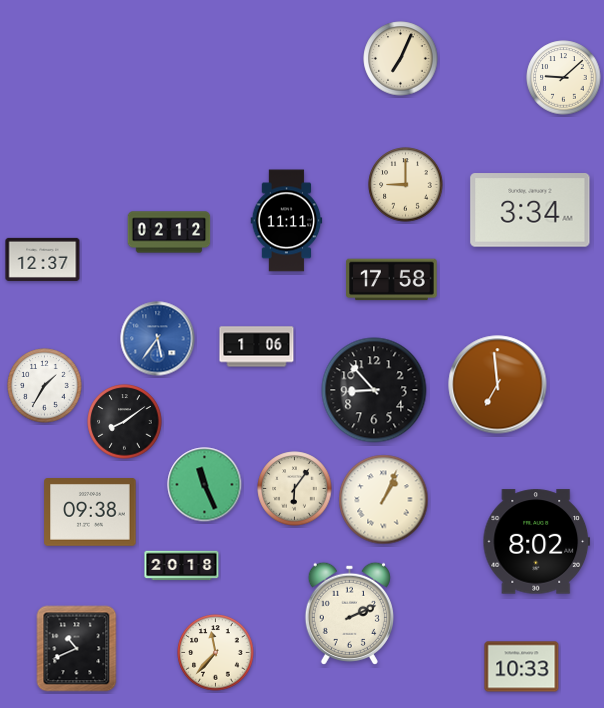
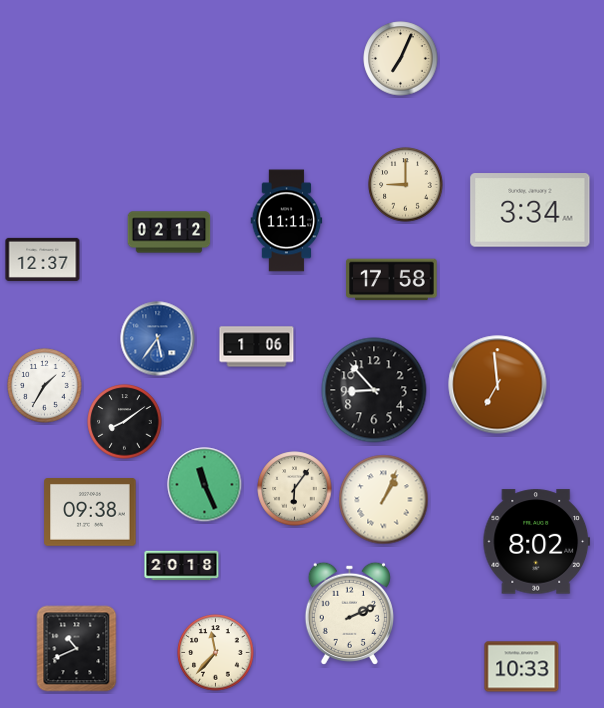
clock at (564, 78): 9:08 -> none
